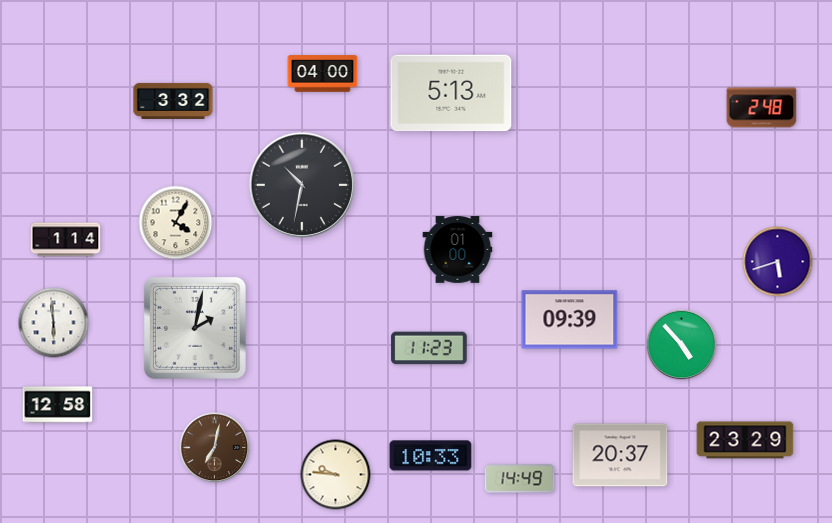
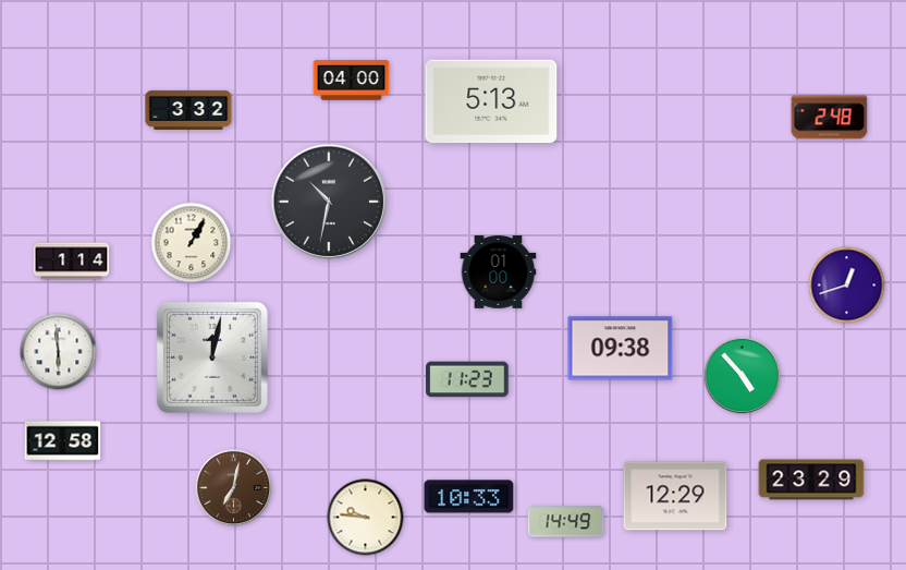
clock at (176, 223): 4:05 -> 1:05
clock at (778, 262): 5:42 -> 12:42
clock at (570, 320): 09:39 -> 09:38
clock at (195, 328): 2:02 -> 12:02
clock at (620, 455): 20:37 -> 12:29
